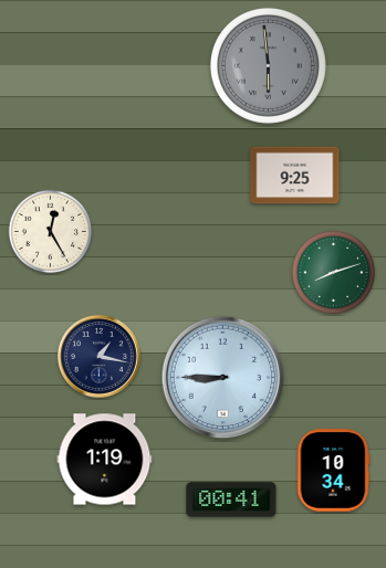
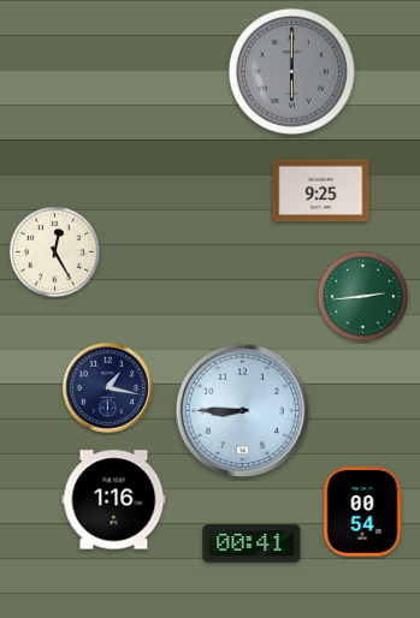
clock at (268, 65): 5:59 -> 6:00
clock at (334, 273): 8:12 -> 2:44
clock at (105, 460): 1:19 -> 1:16
clock at (333, 471): 10:34 -> 00:54
